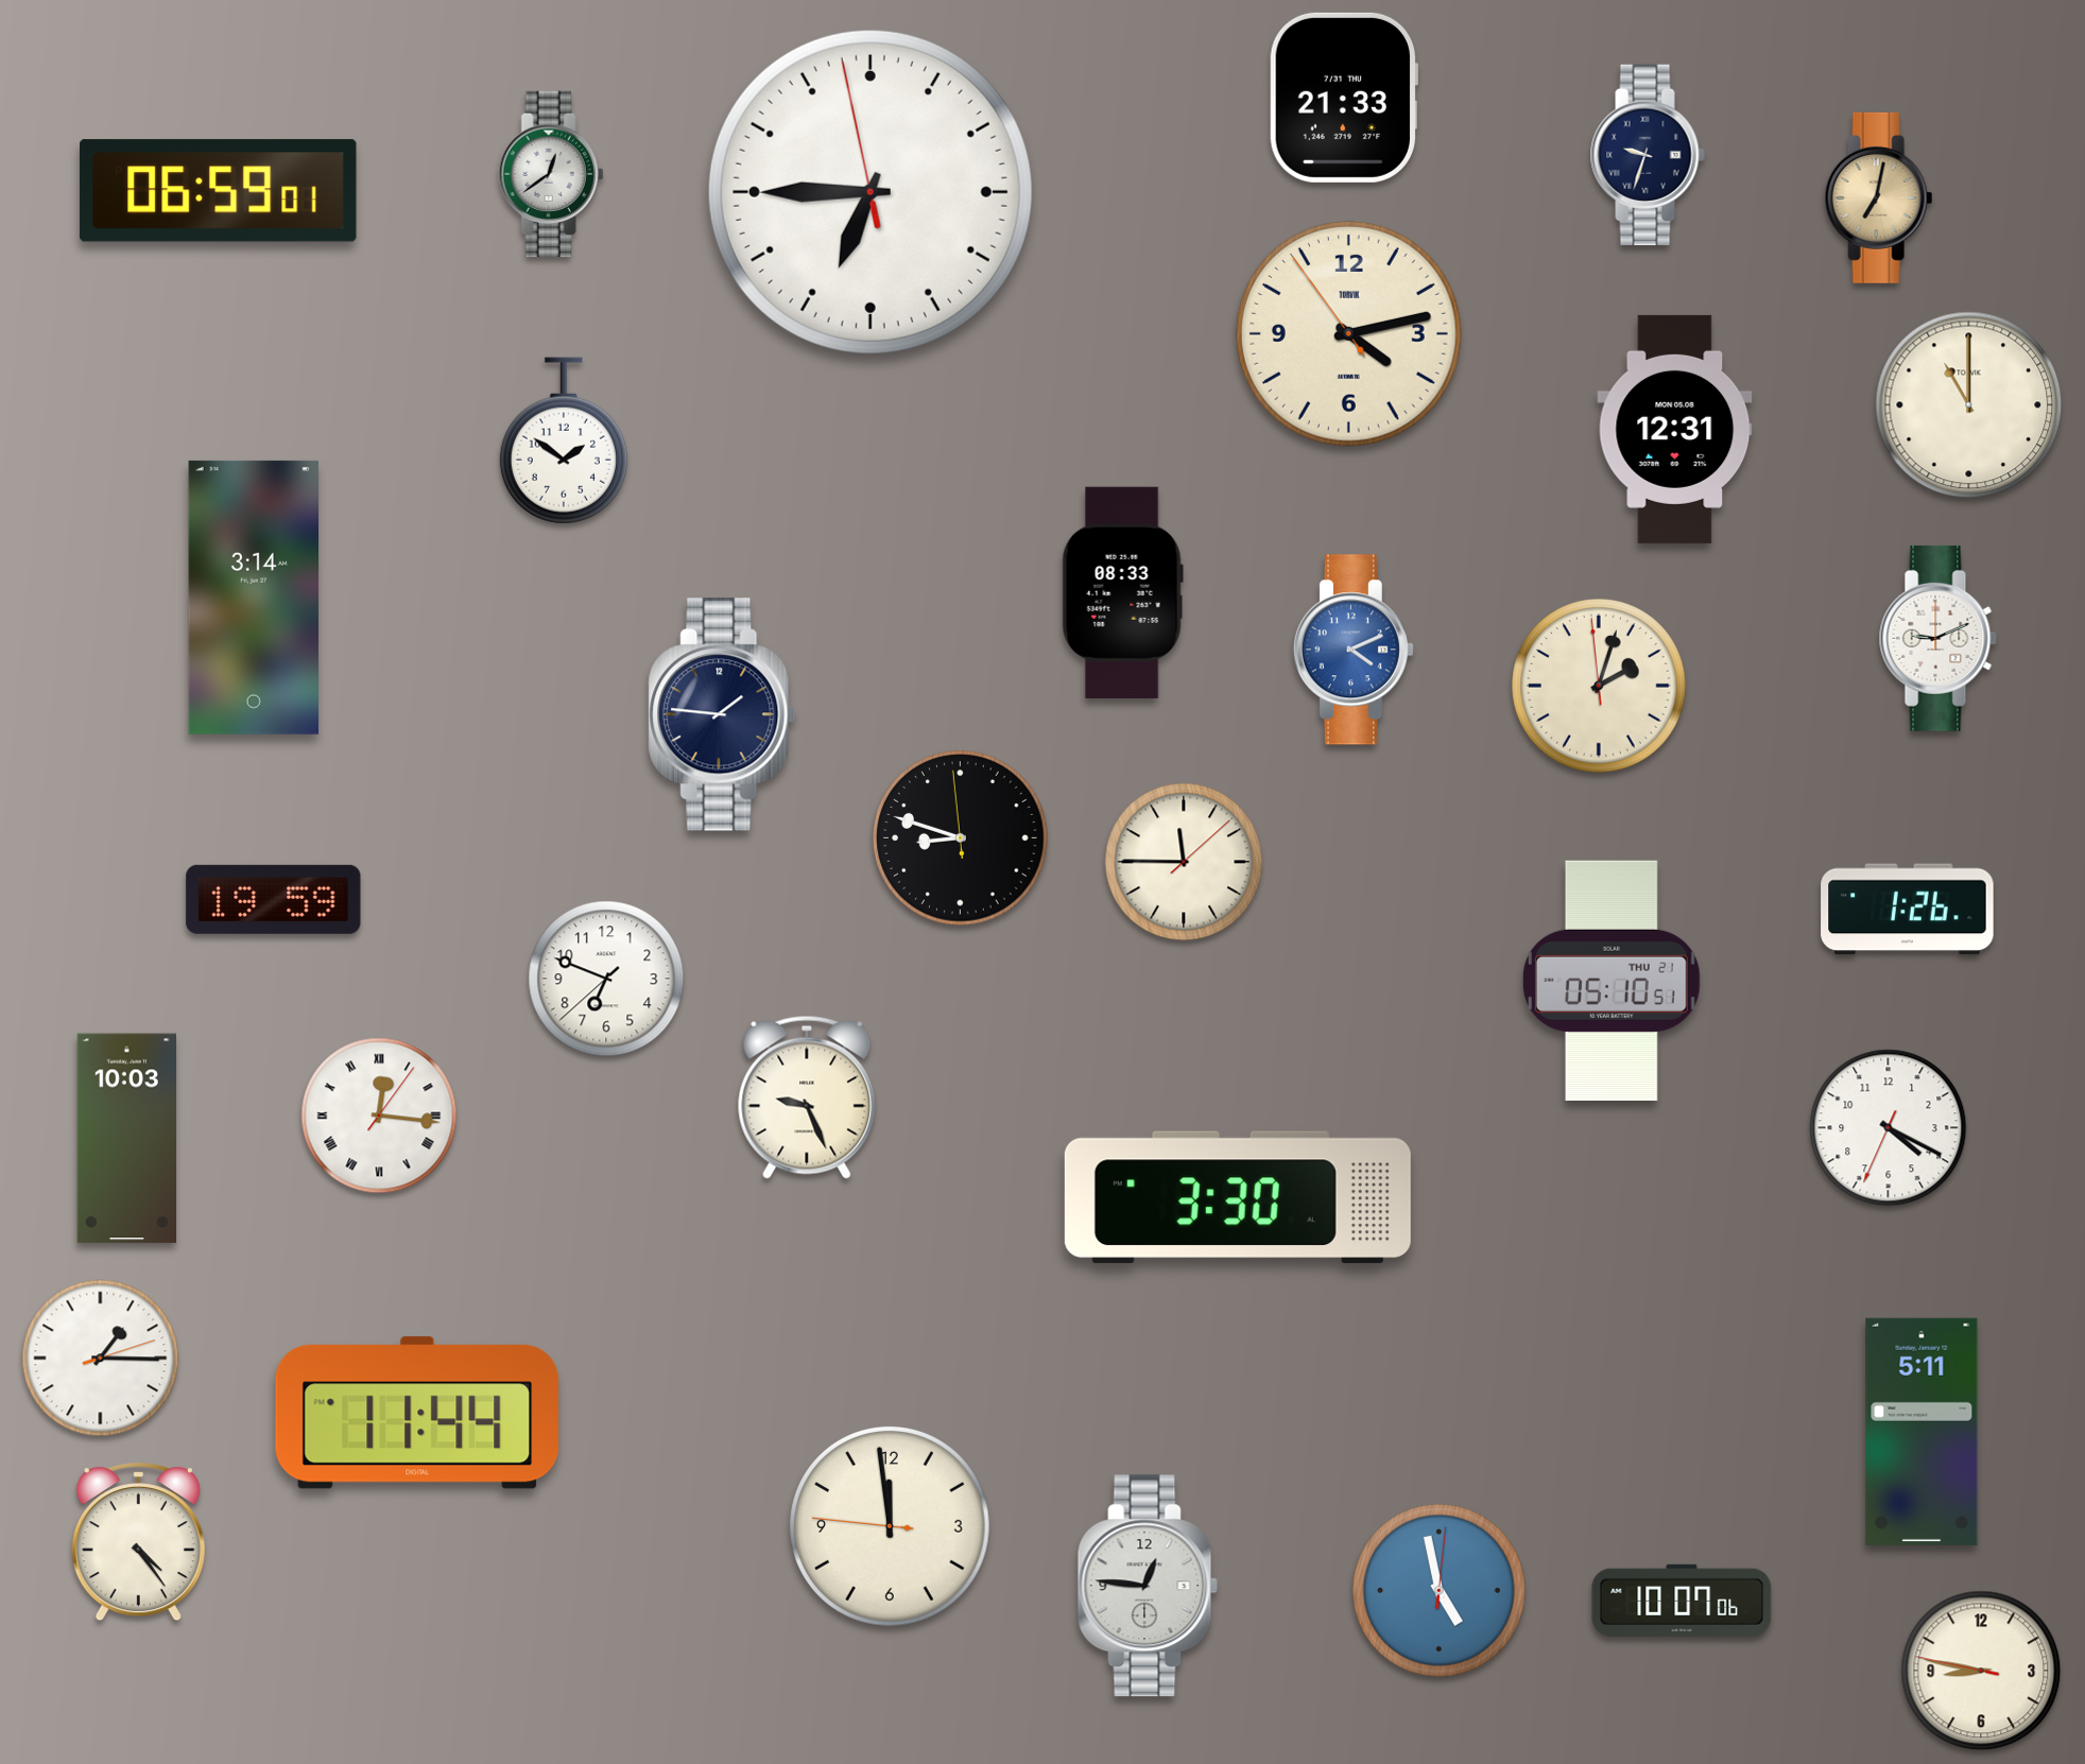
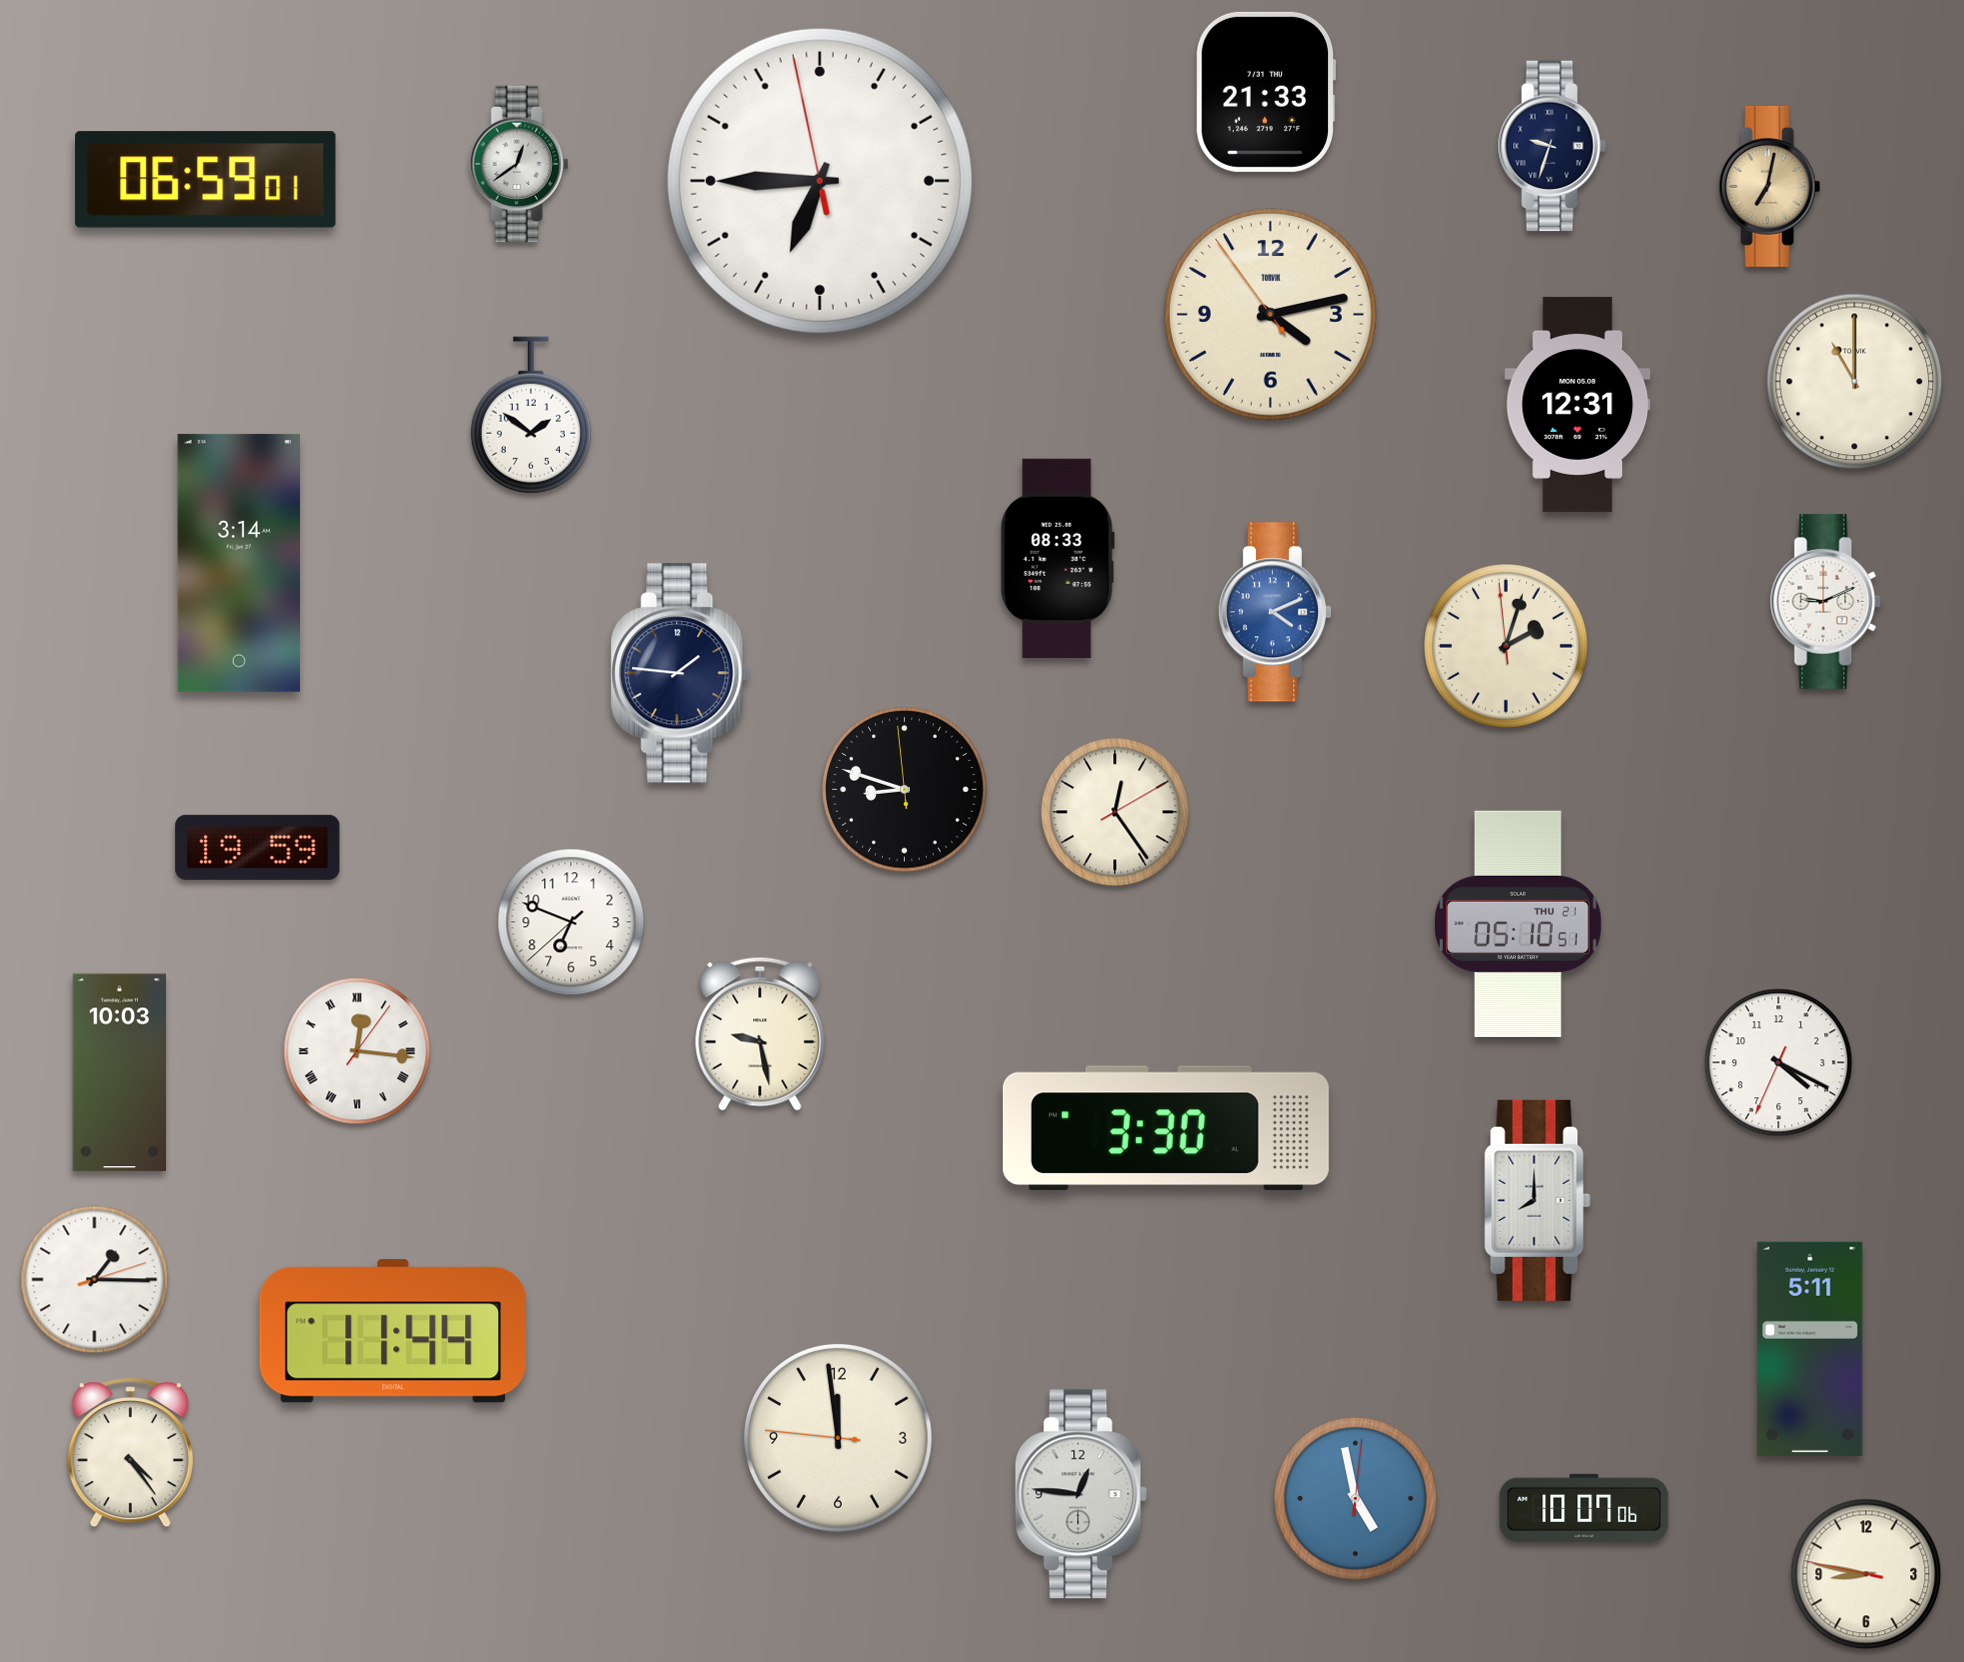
clock at (1184, 862): 11:45 -> 12:24
clock at (1908, 910): 1:26 -> none
clock at (807, 1097): 9:26 -> 9:28
clock at (1538, 1200): none -> 8:00
